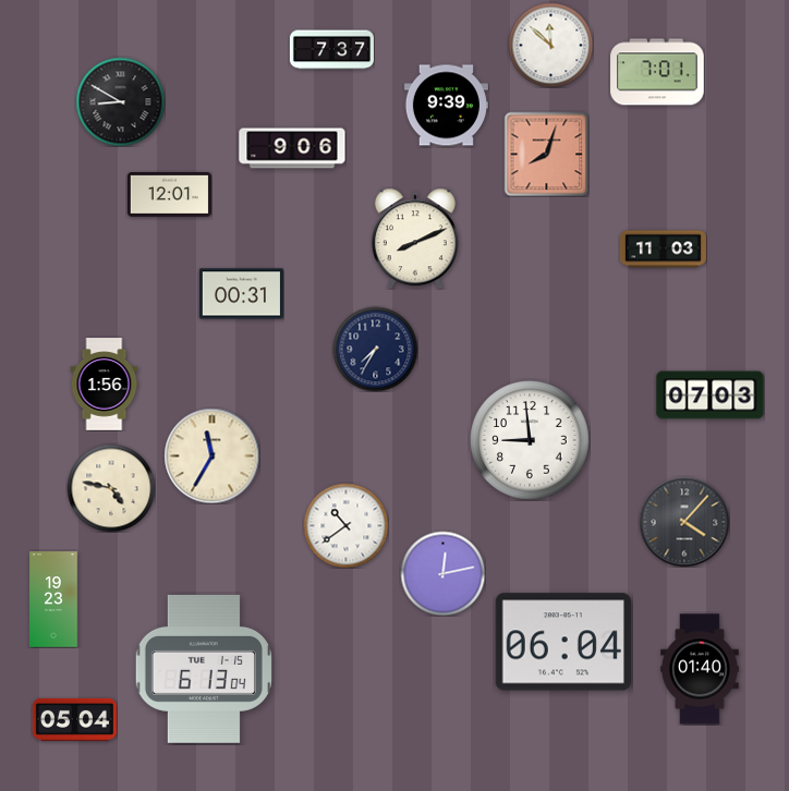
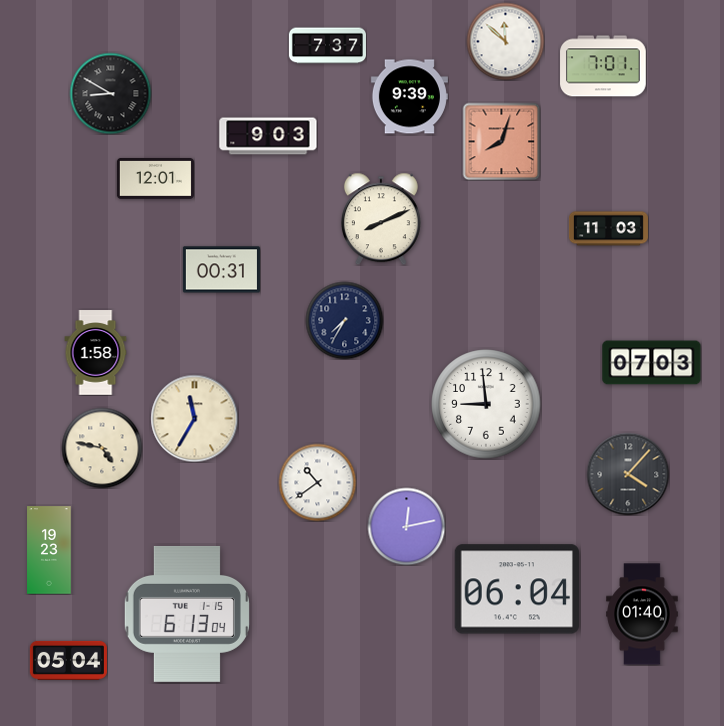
clock at (331, 50) position: (331, 50) -> (327, 46)
clock at (292, 148): 9:06 -> 9:03
clock at (105, 385): 1:56 -> 1:58
clock at (684, 522) position: (684, 522) -> (628, 474)
